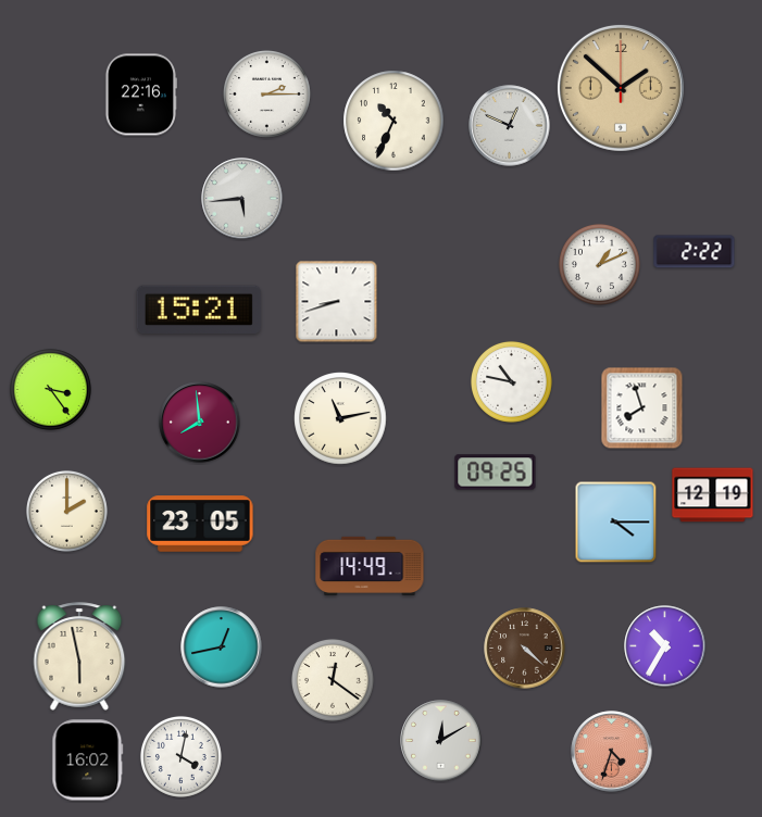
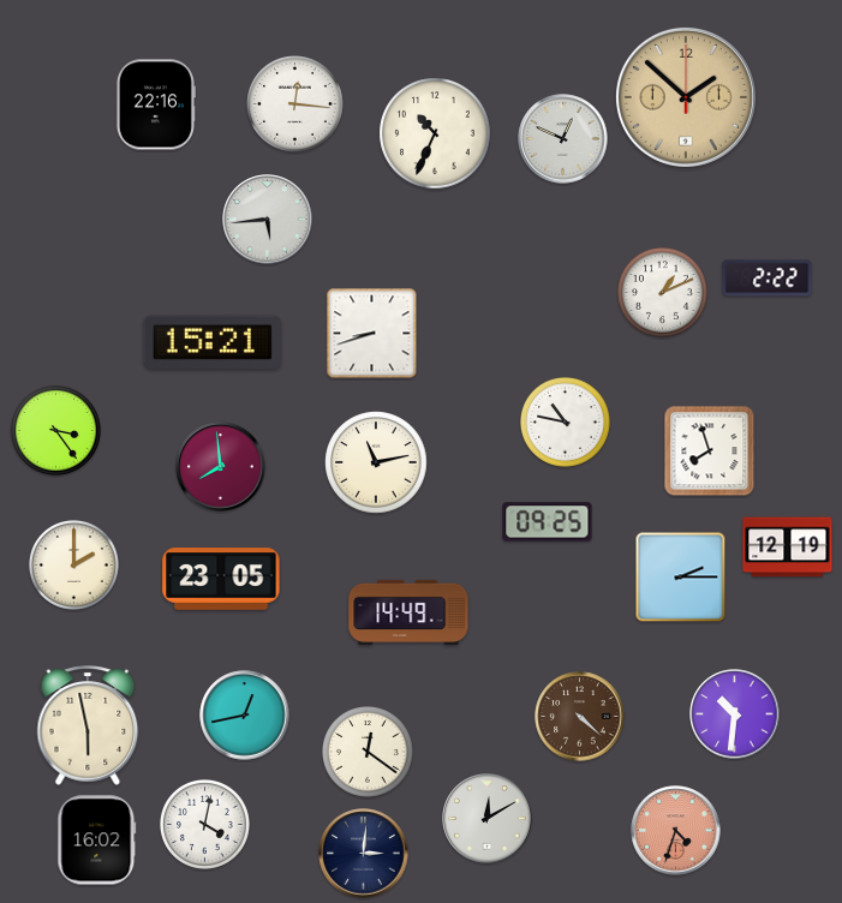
clock at (267, 95): 2:15 -> 12:16
clock at (199, 310) position: (199, 310) -> (213, 342)
clock at (616, 523): 4:15 -> 2:15
clock at (370, 566) position: (370, 566) -> (408, 612)
clock at (665, 646): 10:35 -> 10:31
clock at (180, 756) position: (180, 756) -> (204, 824)
clock at (364, 854): none -> 3:01
